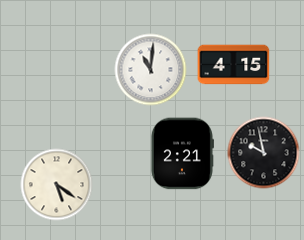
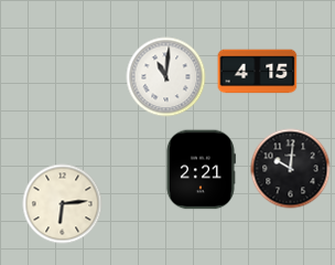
clock at (264, 153): 9:58 -> 10:01
clock at (57, 185): 5:21 -> 6:14
